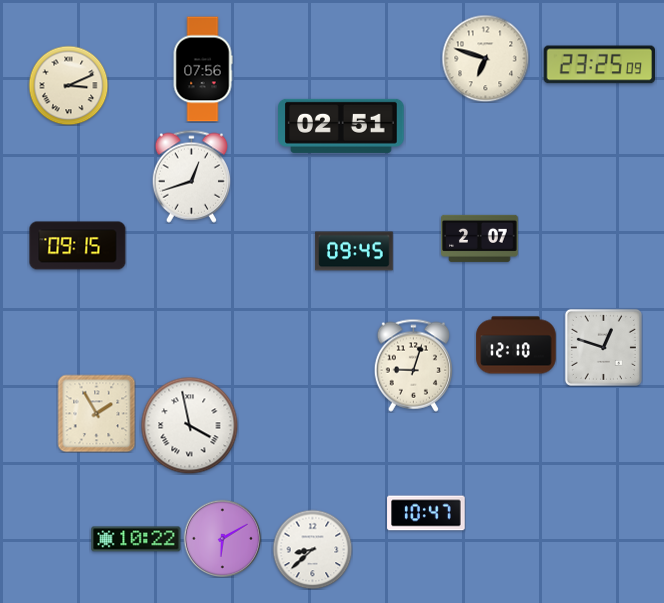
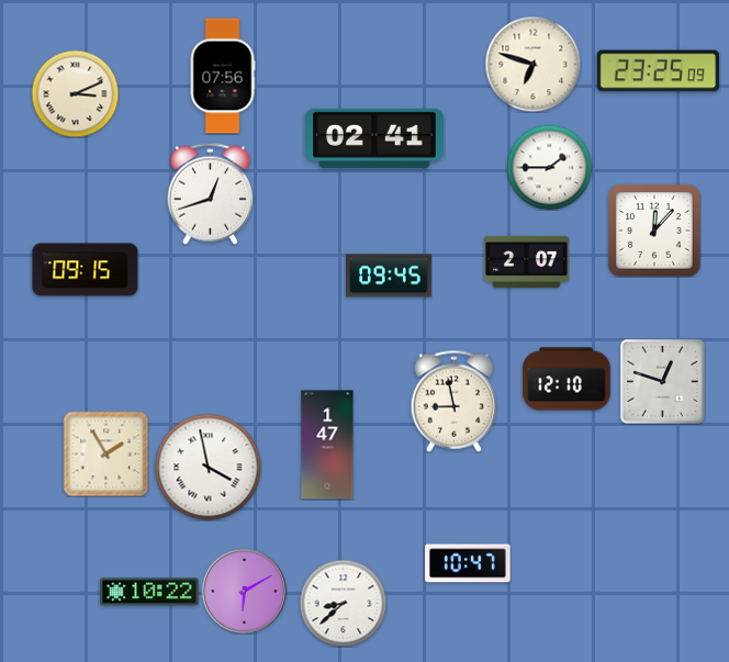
clock at (341, 126): 02:51 -> 02:41
clock at (549, 167): none -> 1:45
clock at (654, 231): none -> 12:07
clock at (413, 365): 9:03 -> 8:58
clock at (327, 445): none -> 1:47
